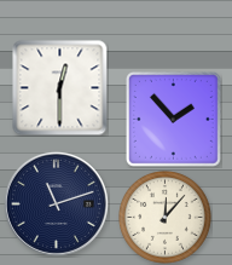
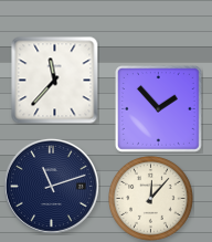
clock at (60, 88): 12:30 -> 11:37
